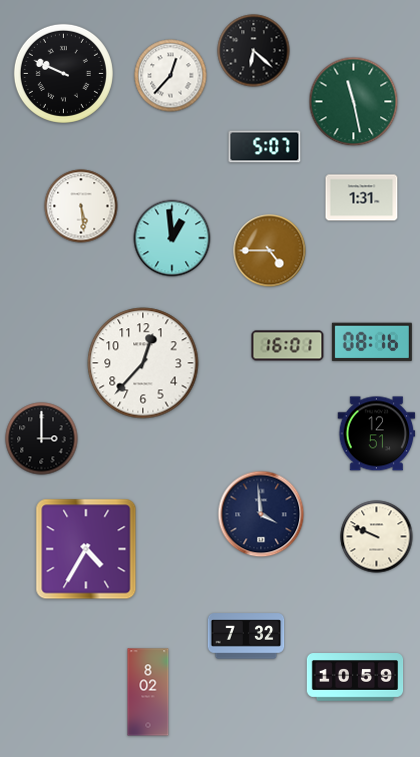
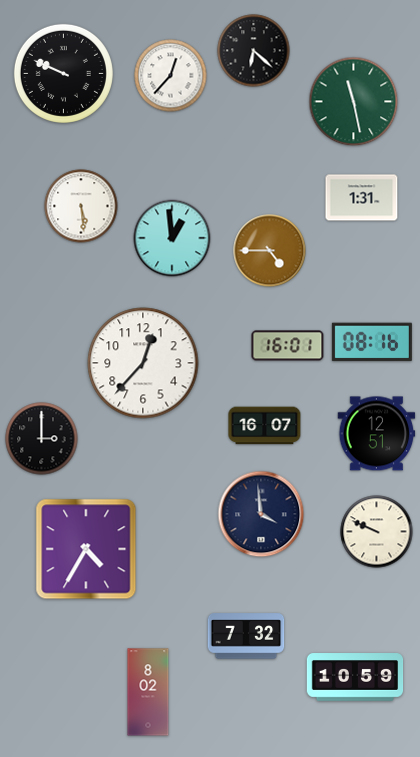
clock at (265, 147): 5:07 -> none
clock at (265, 426): none -> 16:07
clock at (377, 537) position: (377, 537) -> (377, 532)
